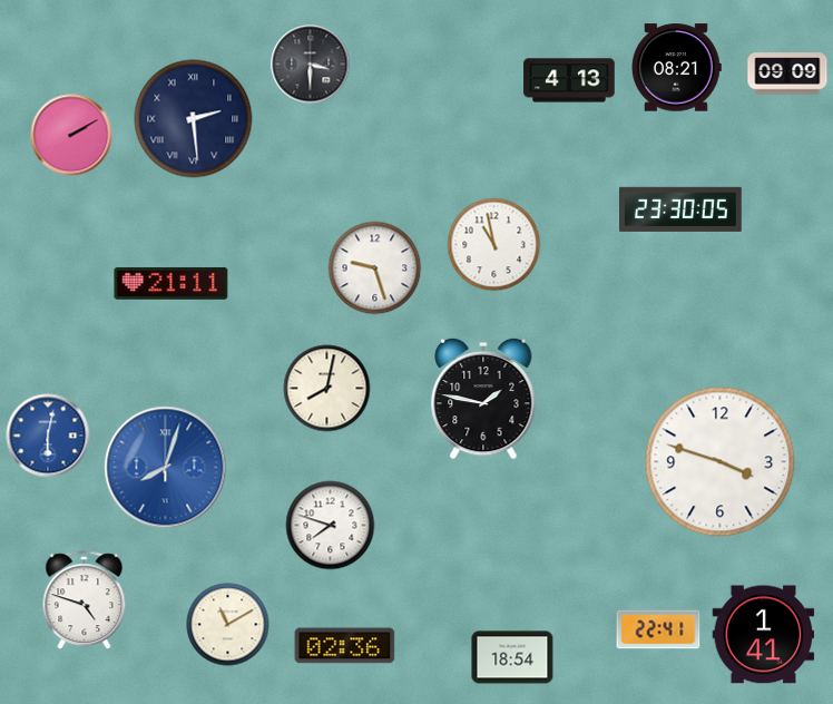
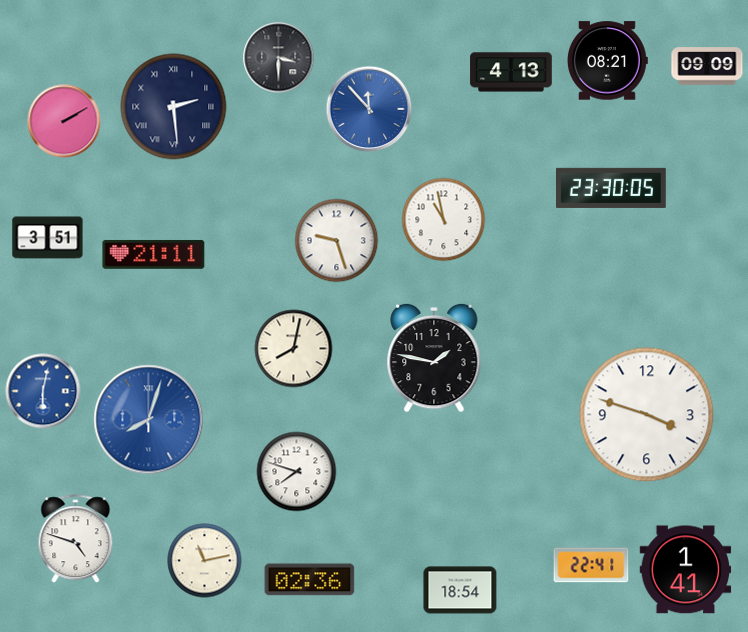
clock at (369, 109): none -> 11:53
clock at (48, 238): none -> 3:51
clock at (228, 625): 11:10 -> 11:13
